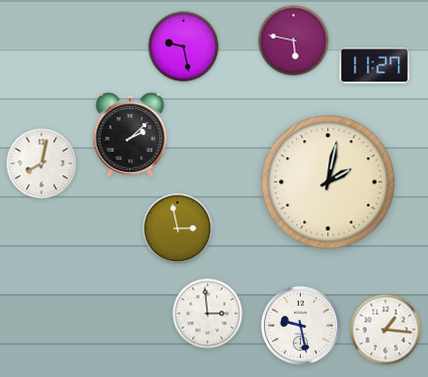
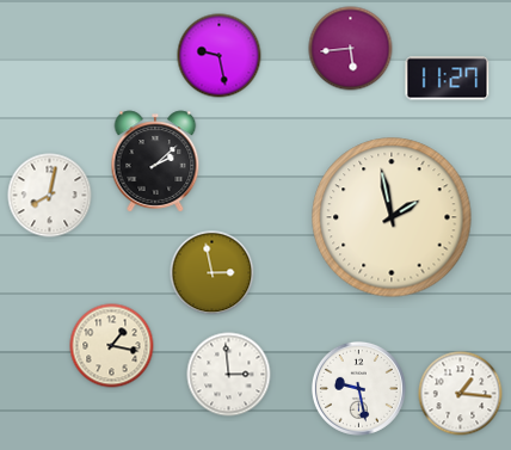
clock at (294, 41): 5:47 -> 5:44
clock at (328, 182): 2:02 -> 1:58
clock at (112, 346): none -> 1:17
clock at (208, 314) position: (208, 314) -> (229, 375)
